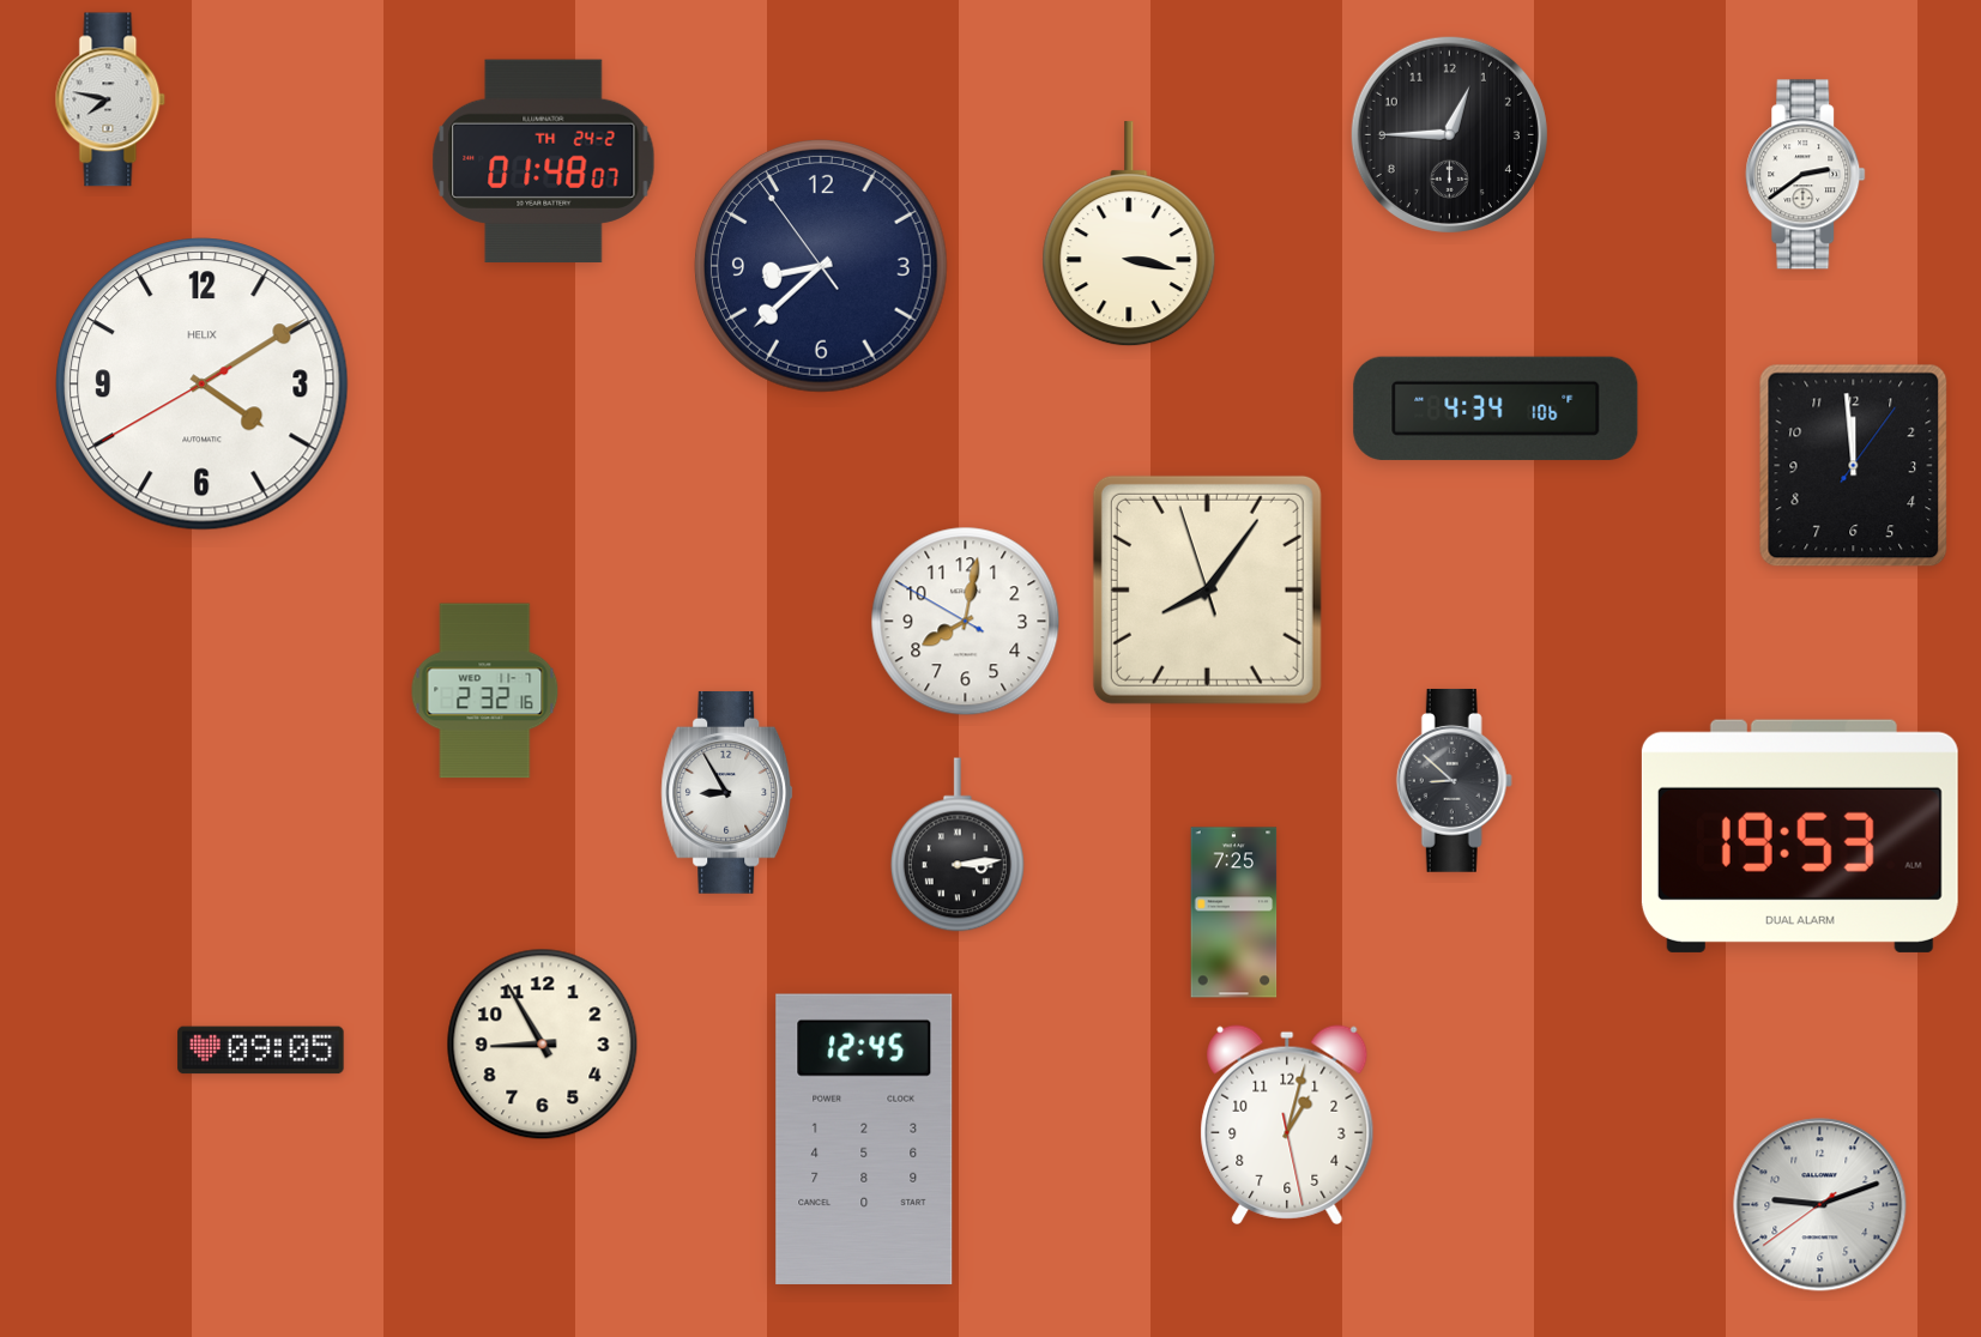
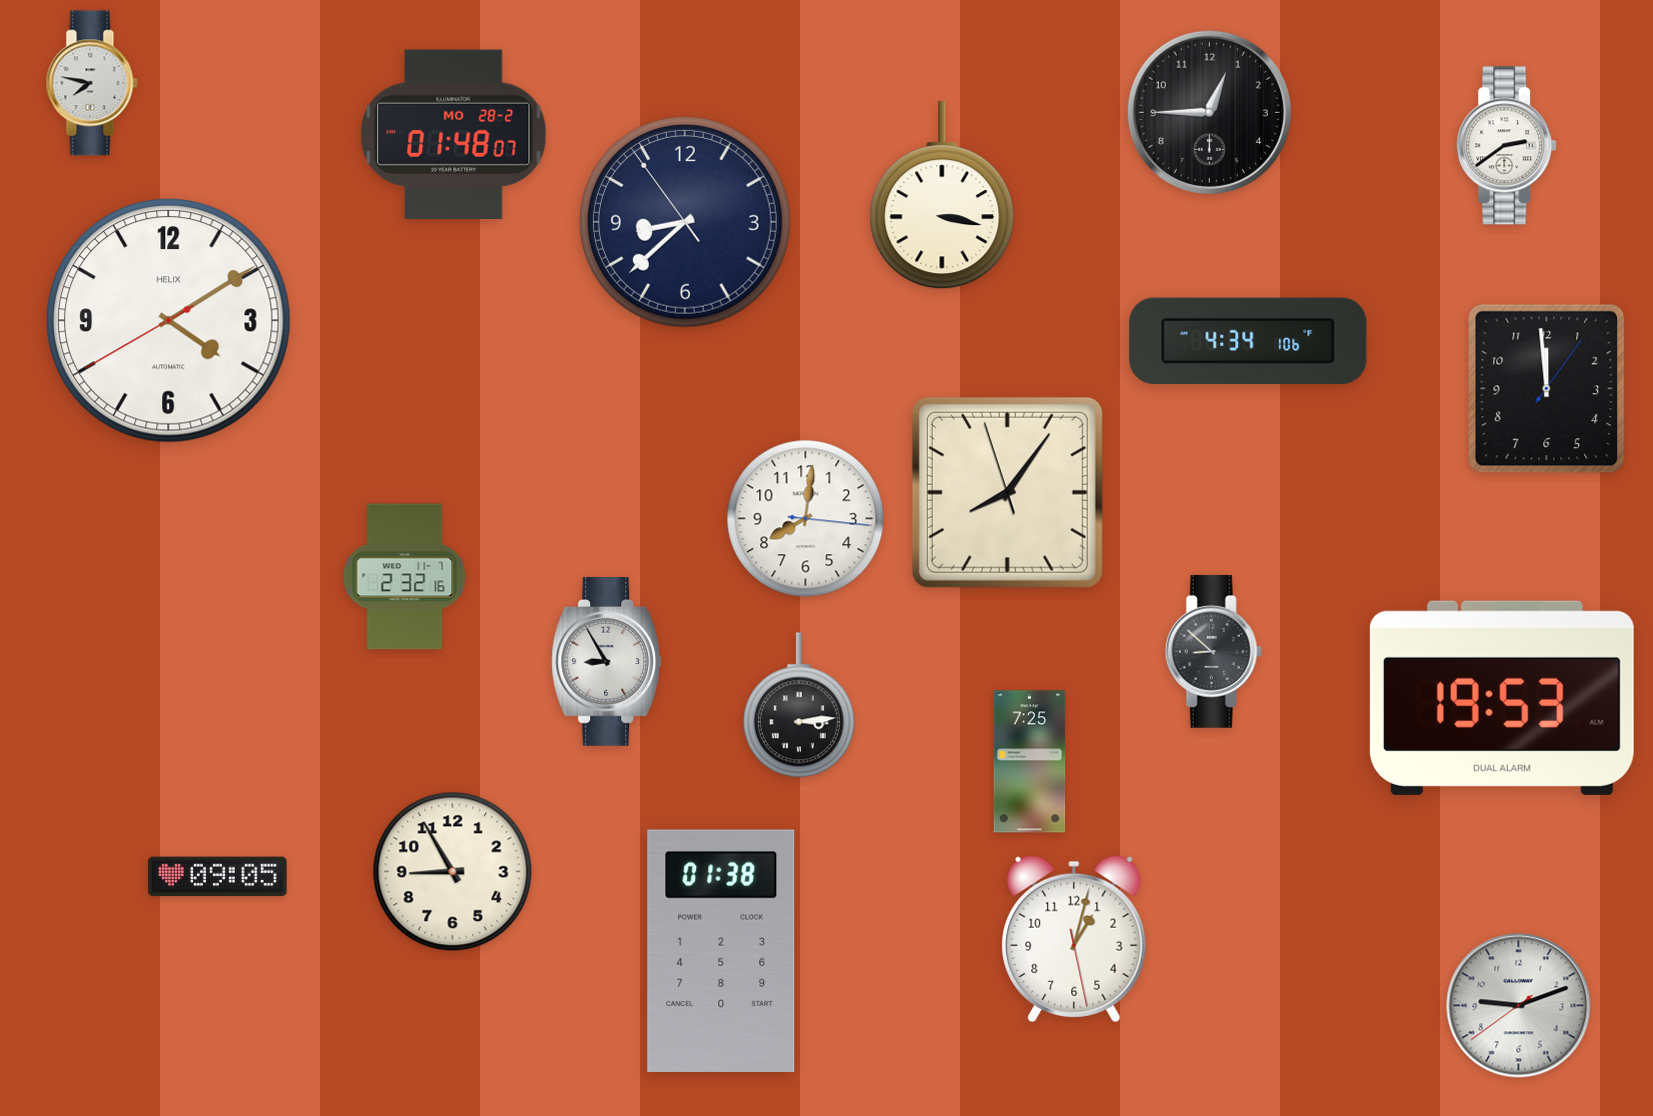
clock at (544, 162) date: TH 24-2 -> MO 28-2
clock at (966, 622): 8:01:50 -> 8:01:16
clock at (864, 1139): 12:45 -> 01:38
